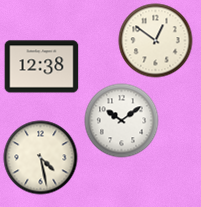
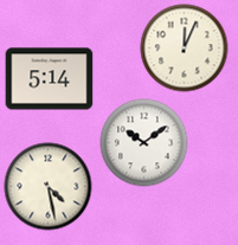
clock at (156, 41): 12:51 -> 12:04
clock at (42, 67): 12:38 -> 5:14
